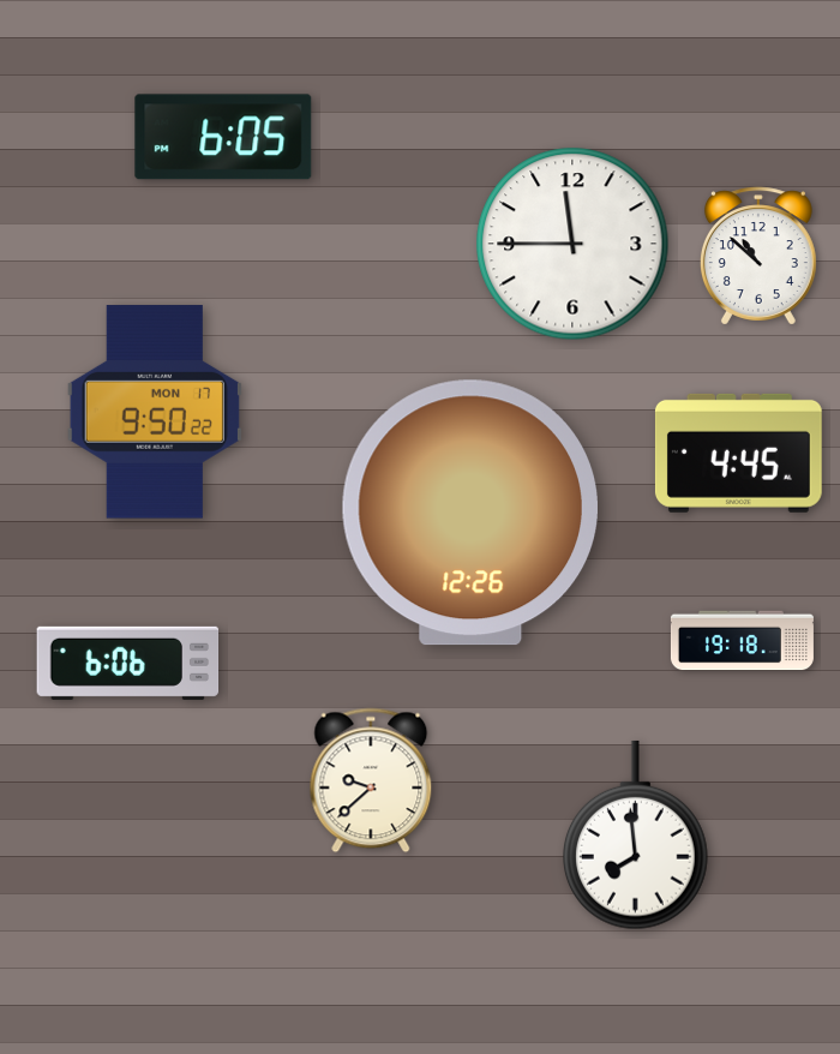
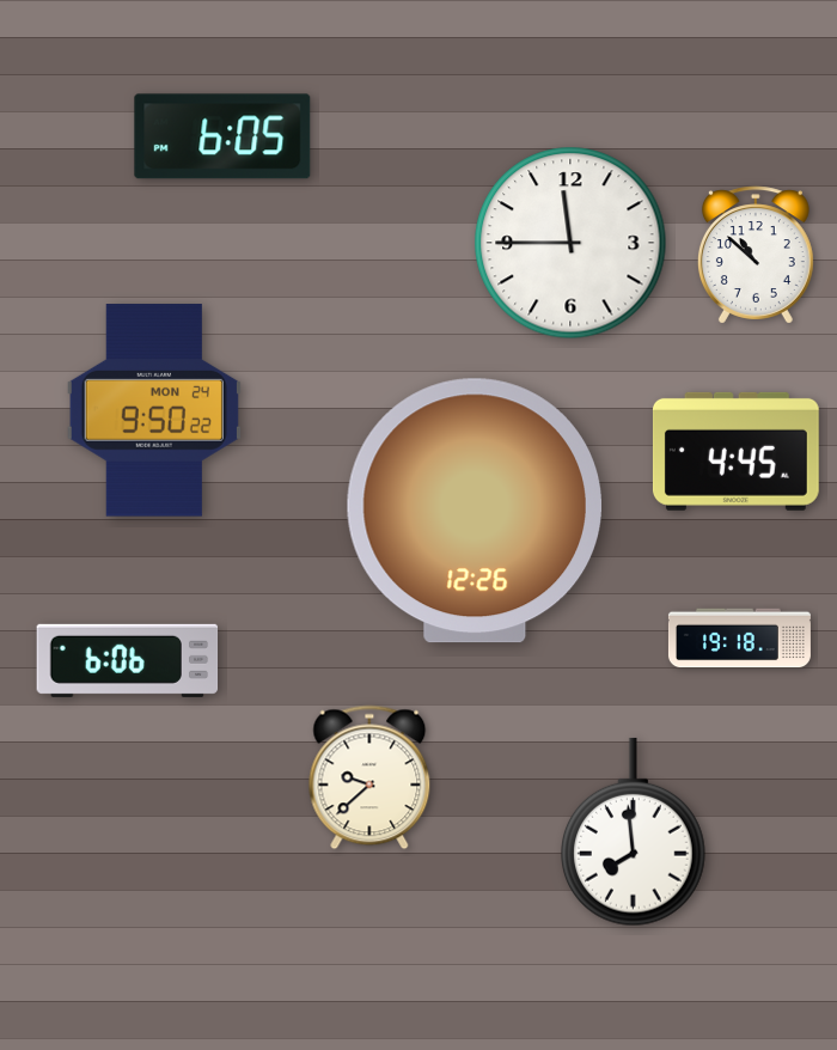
clock at (155, 412) date: MON 17 -> MON 24
clock at (470, 513) position: (470, 513) -> (475, 511)
